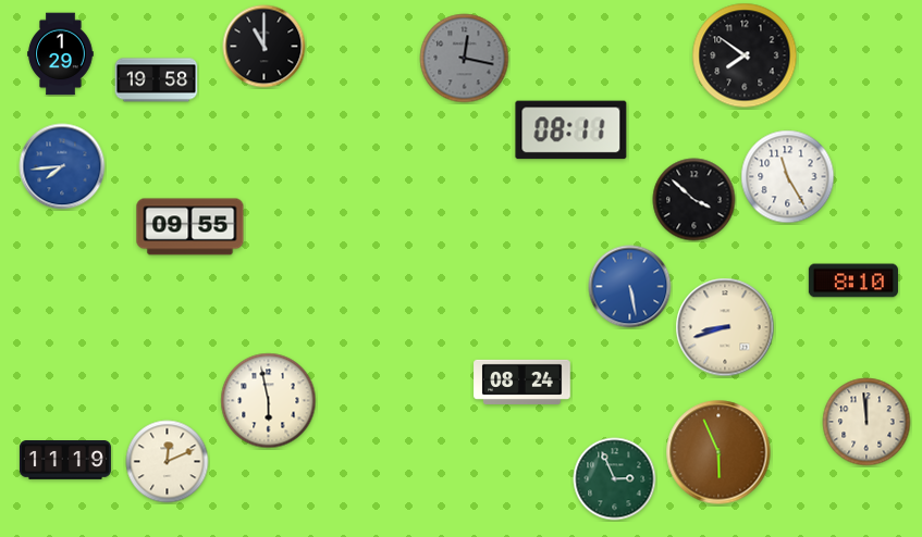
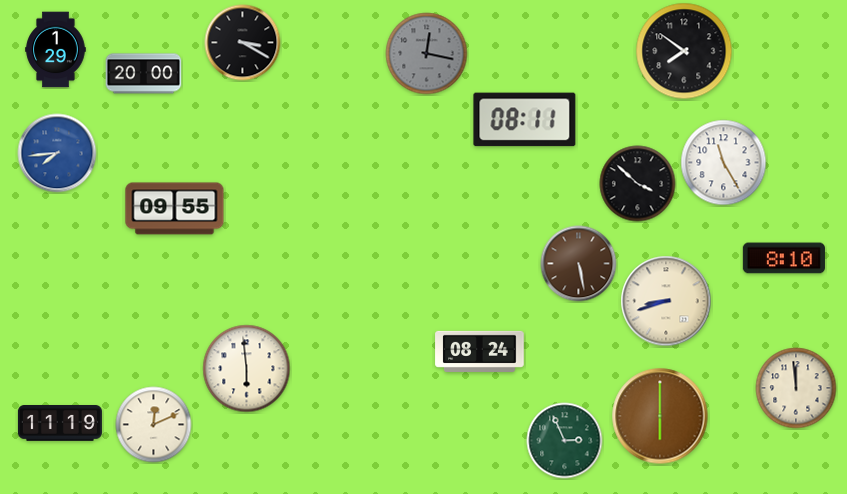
clock at (265, 47): 11:00 -> 3:20
clock at (157, 80): 19:58 -> 20:00
clock at (630, 287) dial: blue -> brown
clock at (269, 401): 5:58 -> 5:59
clock at (718, 452): 5:56 -> 6:00
